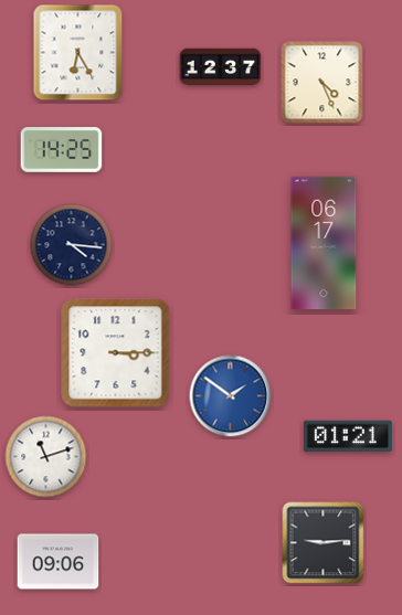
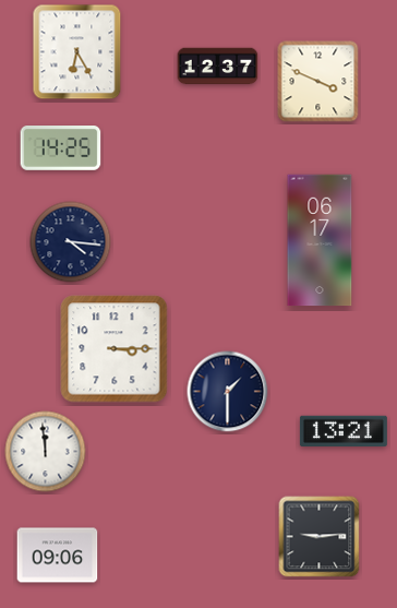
clock at (322, 83): 4:26 -> 3:49
clock at (231, 396): 1:51 -> 1:30
clock at (231, 396) dial: blue -> navy
clock at (348, 436): 01:21 -> 13:21
clock at (46, 457): 11:12 -> 11:59
